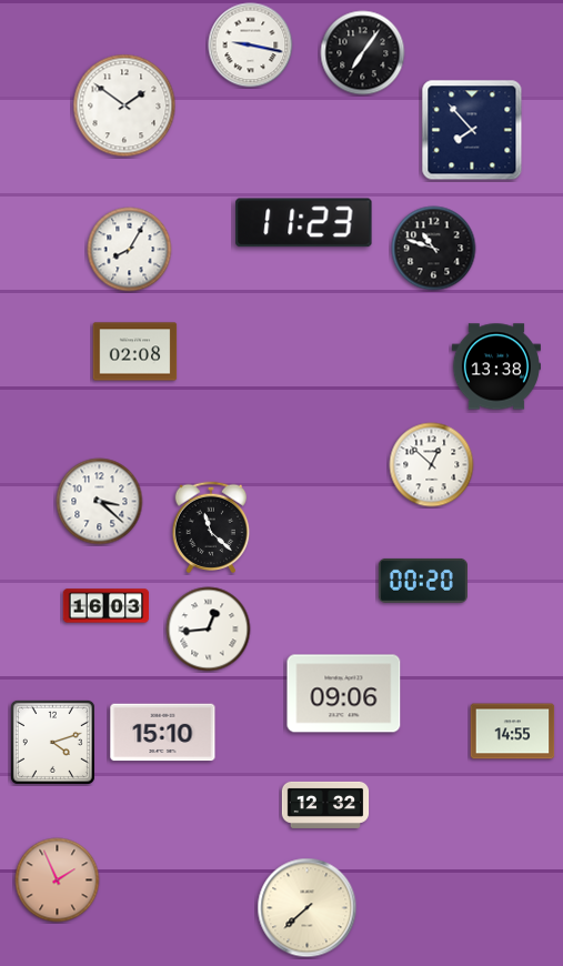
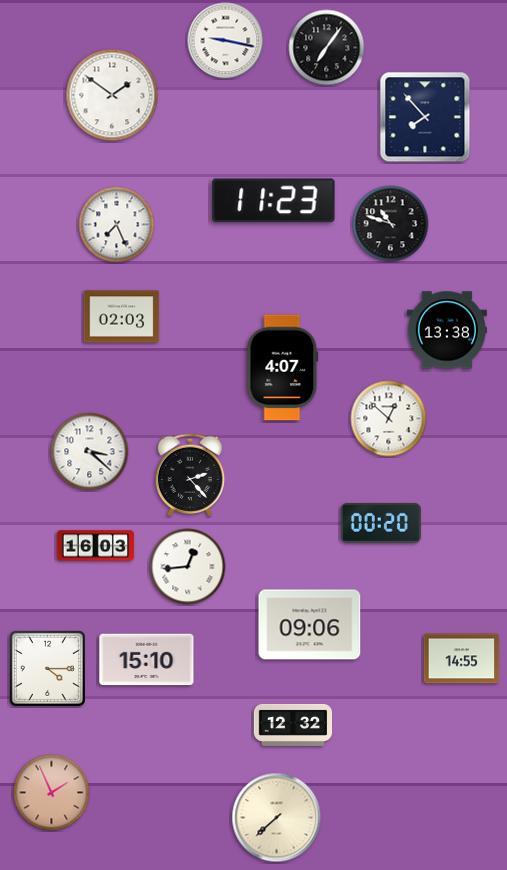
clock at (130, 250): 8:05 -> 7:26
clock at (135, 352): 02:08 -> 02:03
clock at (283, 368): none -> 4:07
clock at (211, 527): 11:22 -> 2:23
clock at (52, 742): 4:12 -> 4:15
